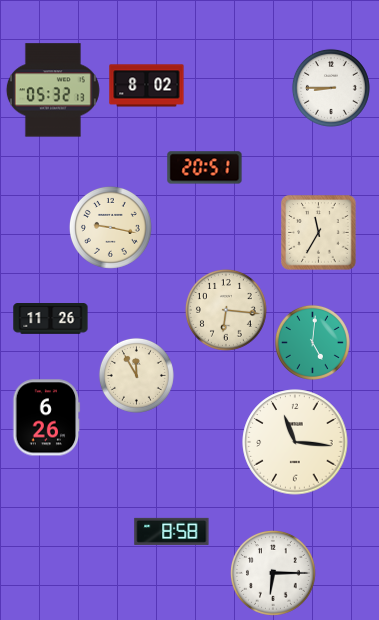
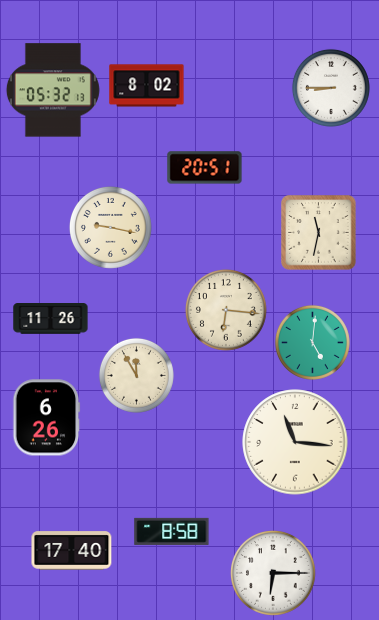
clock at (319, 233): 11:35 -> 11:32
clock at (72, 551): none -> 17:40
